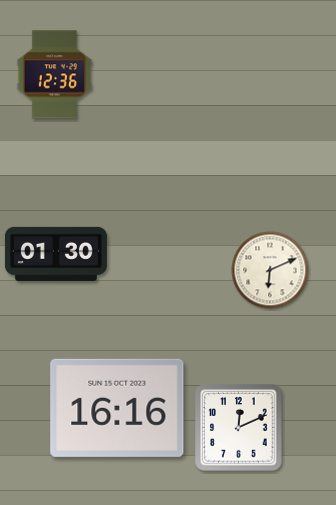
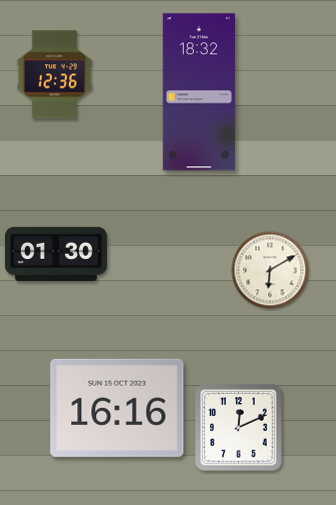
clock at (199, 92): none -> 18:32
clock at (270, 270): 6:11 -> 6:10
